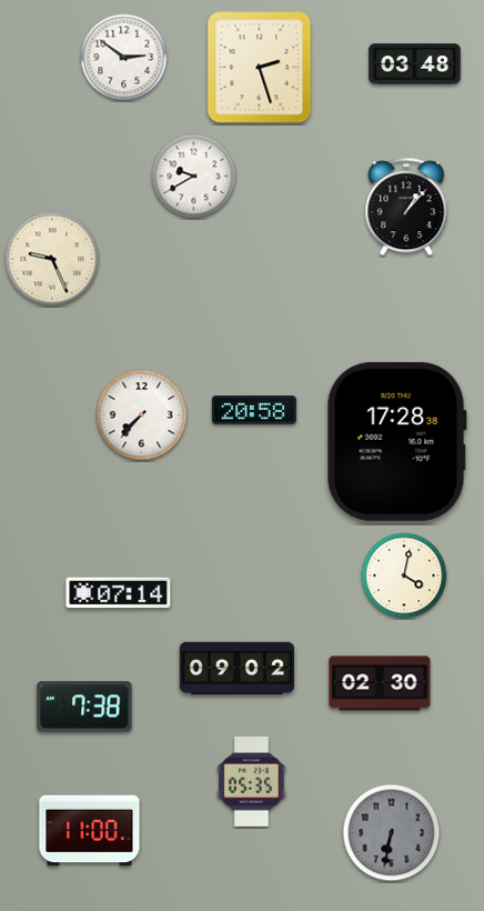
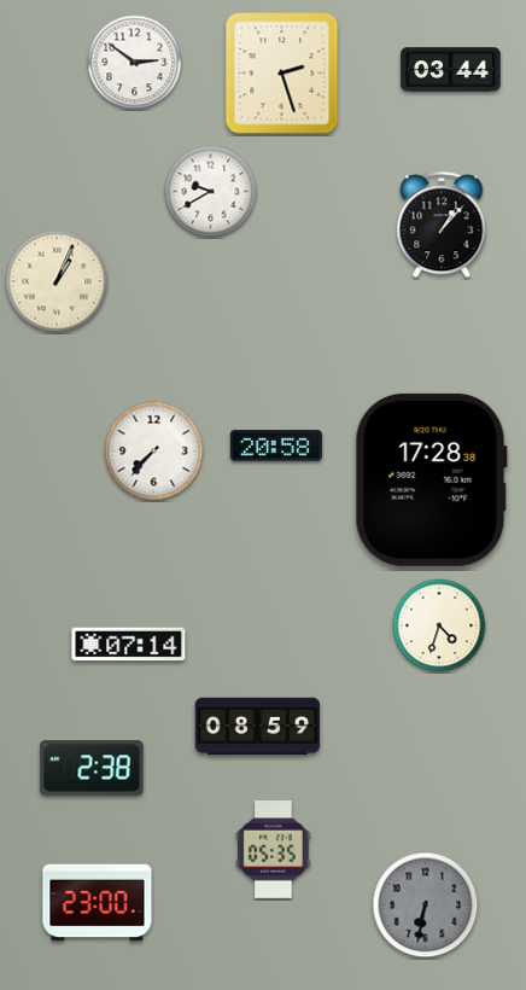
clock at (415, 64): 03:48 -> 03:44
clock at (52, 259): 9:26 -> 1:04
clock at (404, 575): 4:02 -> 4:33
clock at (238, 669): 09:02 -> 08:59
clock at (380, 683): 02:30 -> none
clock at (84, 707): 7:38 -> 2:38
clock at (90, 831): 11:00 -> 23:00
